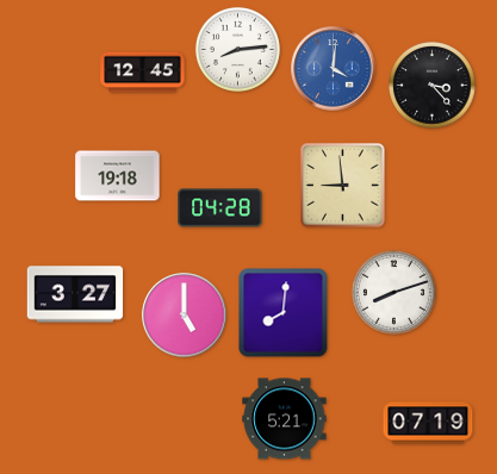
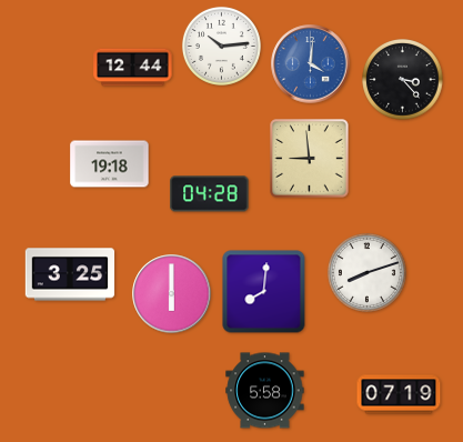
clock at (237, 49): 8:14 -> 10:14
clock at (143, 73): 12:45 -> 12:44
clock at (343, 186) position: (343, 186) -> (310, 159)
clock at (220, 208) position: (220, 208) -> (210, 194)
clock at (75, 294): 3:27 -> 3:25
clock at (185, 316): 5:00 -> 6:00
clock at (285, 419): 5:21 -> 5:58
